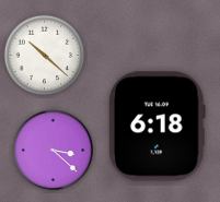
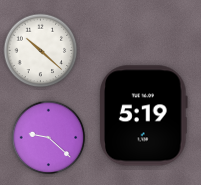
clock at (158, 127): 6:18 -> 5:19
clock at (54, 151): 3:22 -> 9:22
